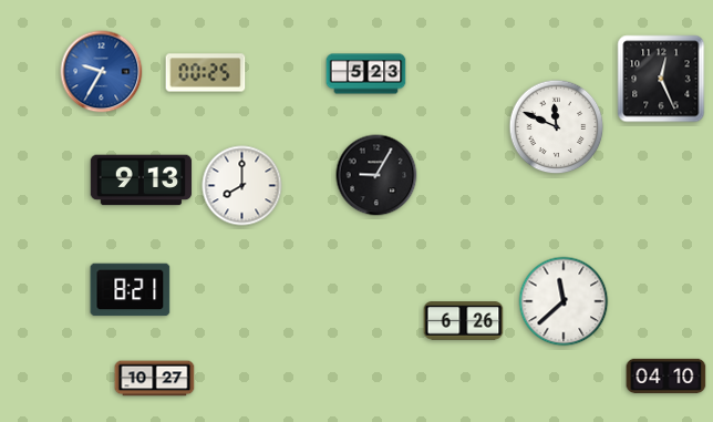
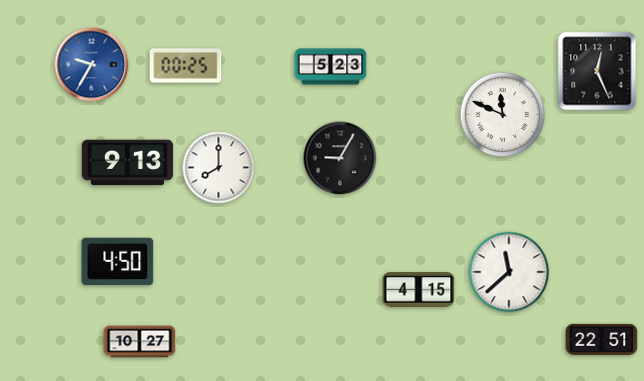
clock at (131, 290): 8:21 -> 4:50
clock at (464, 321): 6:26 -> 4:15
clock at (666, 375): 04:10 -> 22:51
